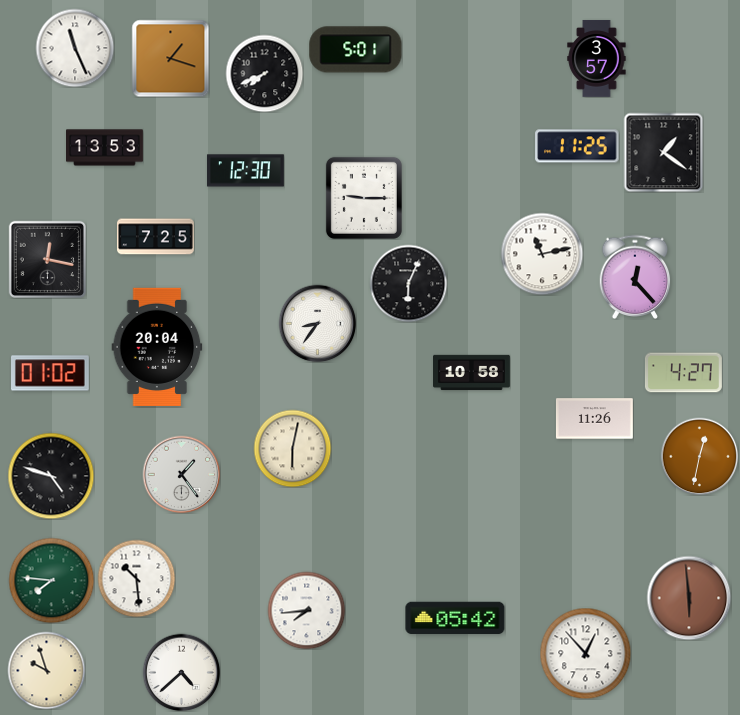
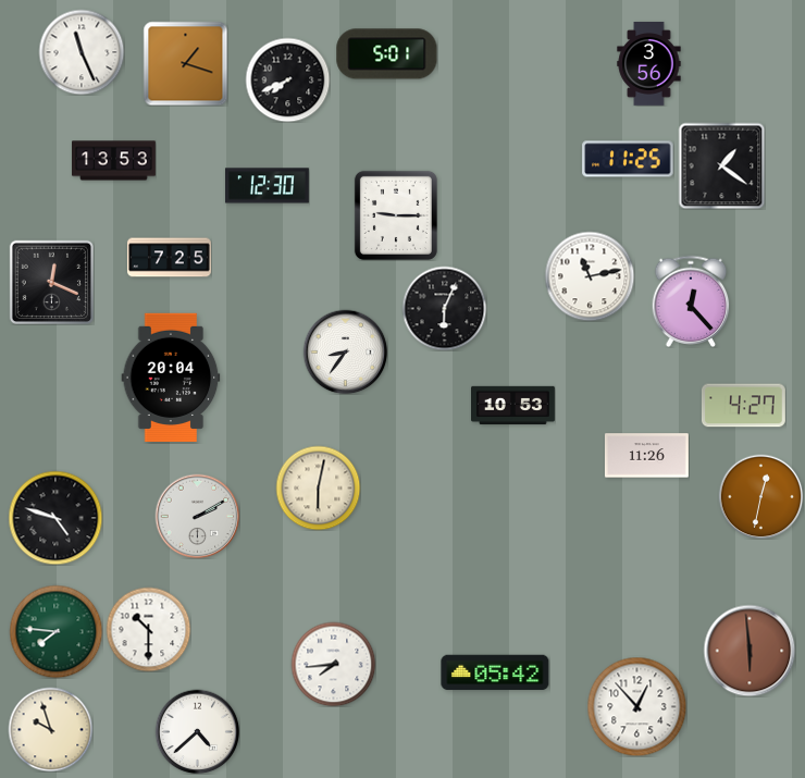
clock at (597, 58): 3:57 -> 3:56
clock at (47, 259): 12:17 -> 12:19
clock at (51, 373): 01:02 -> none
clock at (472, 373): 10:58 -> 10:53
clock at (181, 474): 1:24 -> 2:10
clock at (136, 578): 10:29 -> 10:30
clock at (585, 653) position: (585, 653) -> (636, 706)
